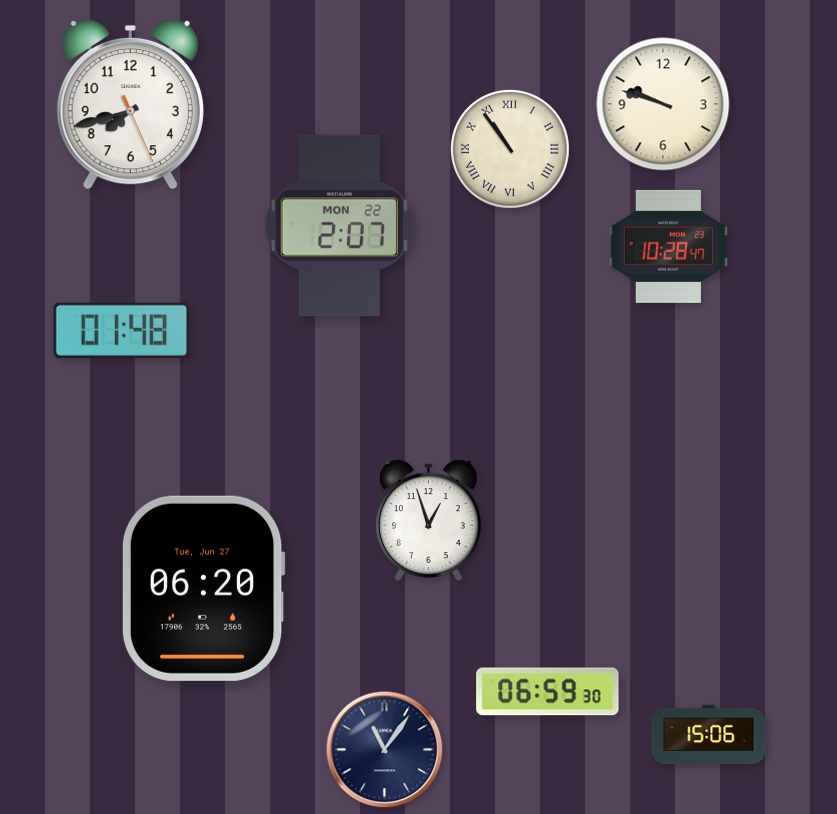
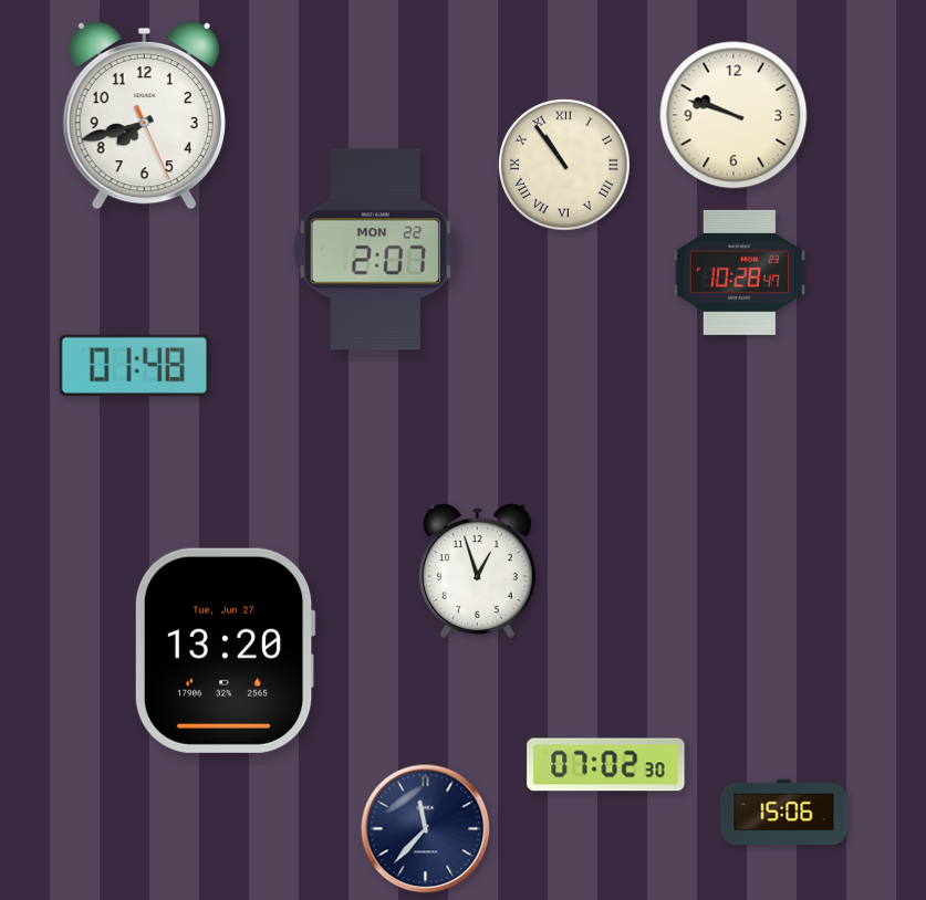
clock at (429, 521) position: (429, 521) -> (478, 572)
clock at (203, 588): 06:20 -> 13:20
clock at (548, 692): 06:59 -> 07:02
clock at (385, 750): 11:06 -> 11:37
